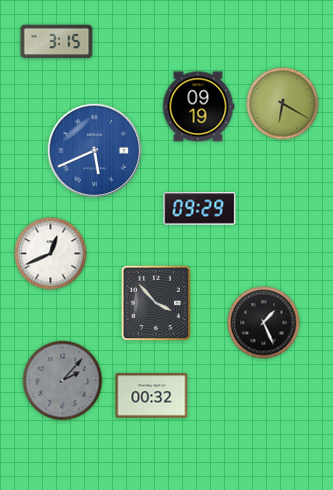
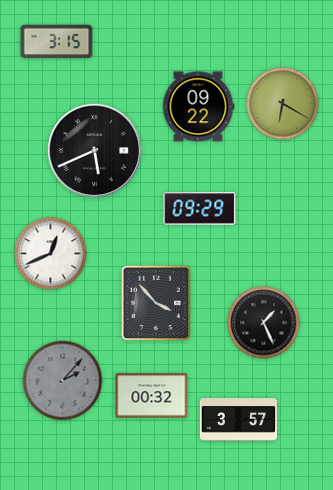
clock at (198, 107): 09:19 -> 09:22
clock at (95, 151) dial: blue -> black
clock at (238, 420): none -> 3:57
